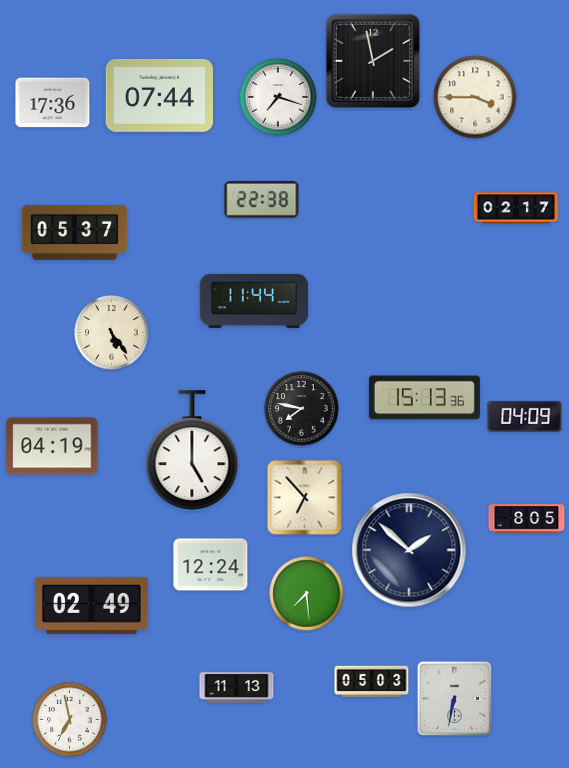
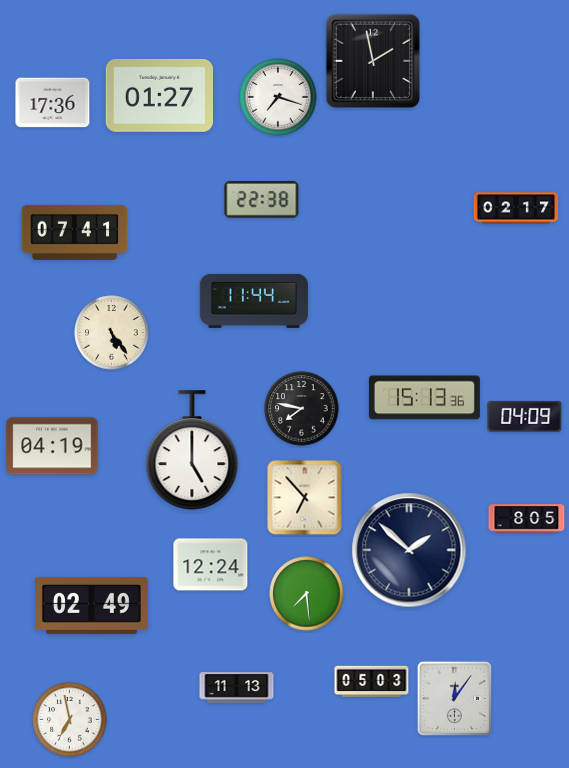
clock at (159, 95): 07:44 -> 01:27
clock at (475, 97): 3:45 -> none
clock at (75, 232): 05:37 -> 07:41
clock at (454, 698): 6:32 -> 12:06
